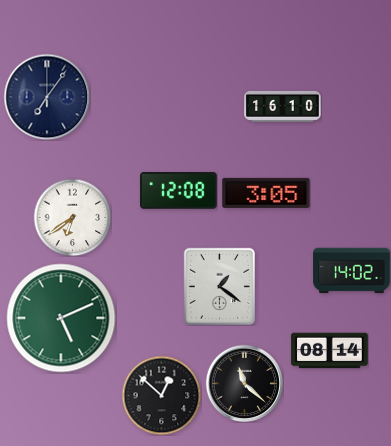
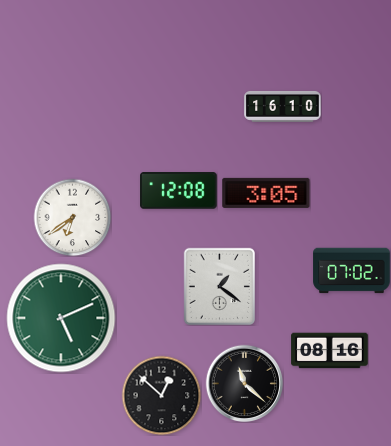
clock at (47, 97): 7:06 -> none
clock at (352, 271): 14:02 -> 07:02
clock at (330, 351): 08:14 -> 08:16
